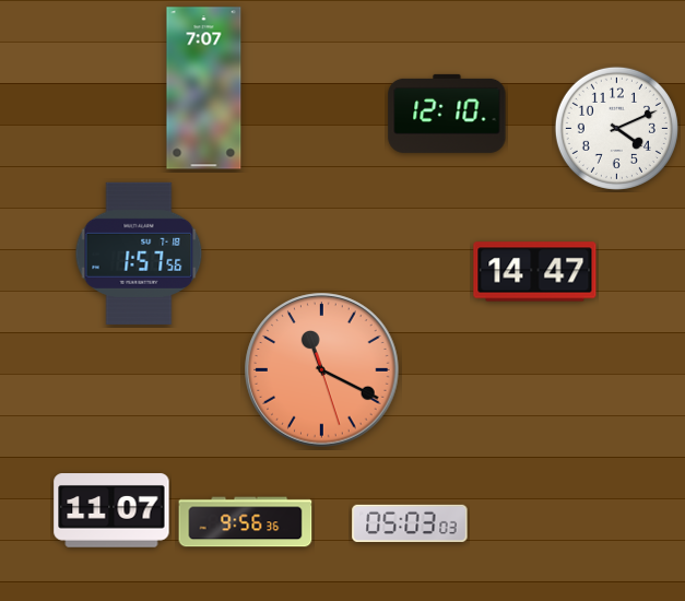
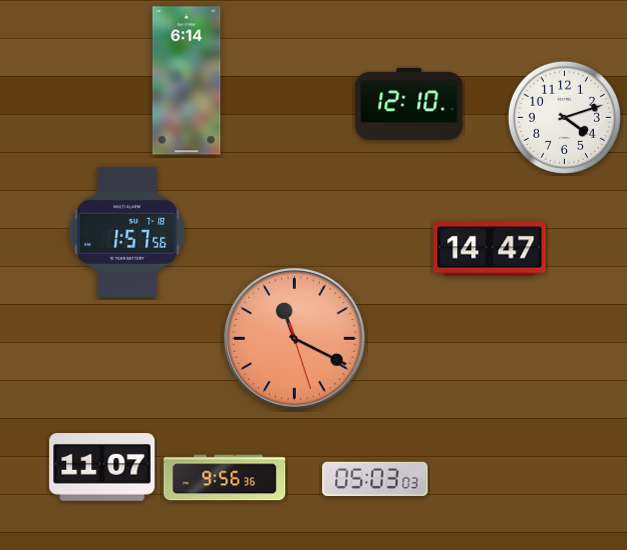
clock at (204, 89): 7:07 -> 6:14
clock at (616, 128): 4:11 -> 4:12
